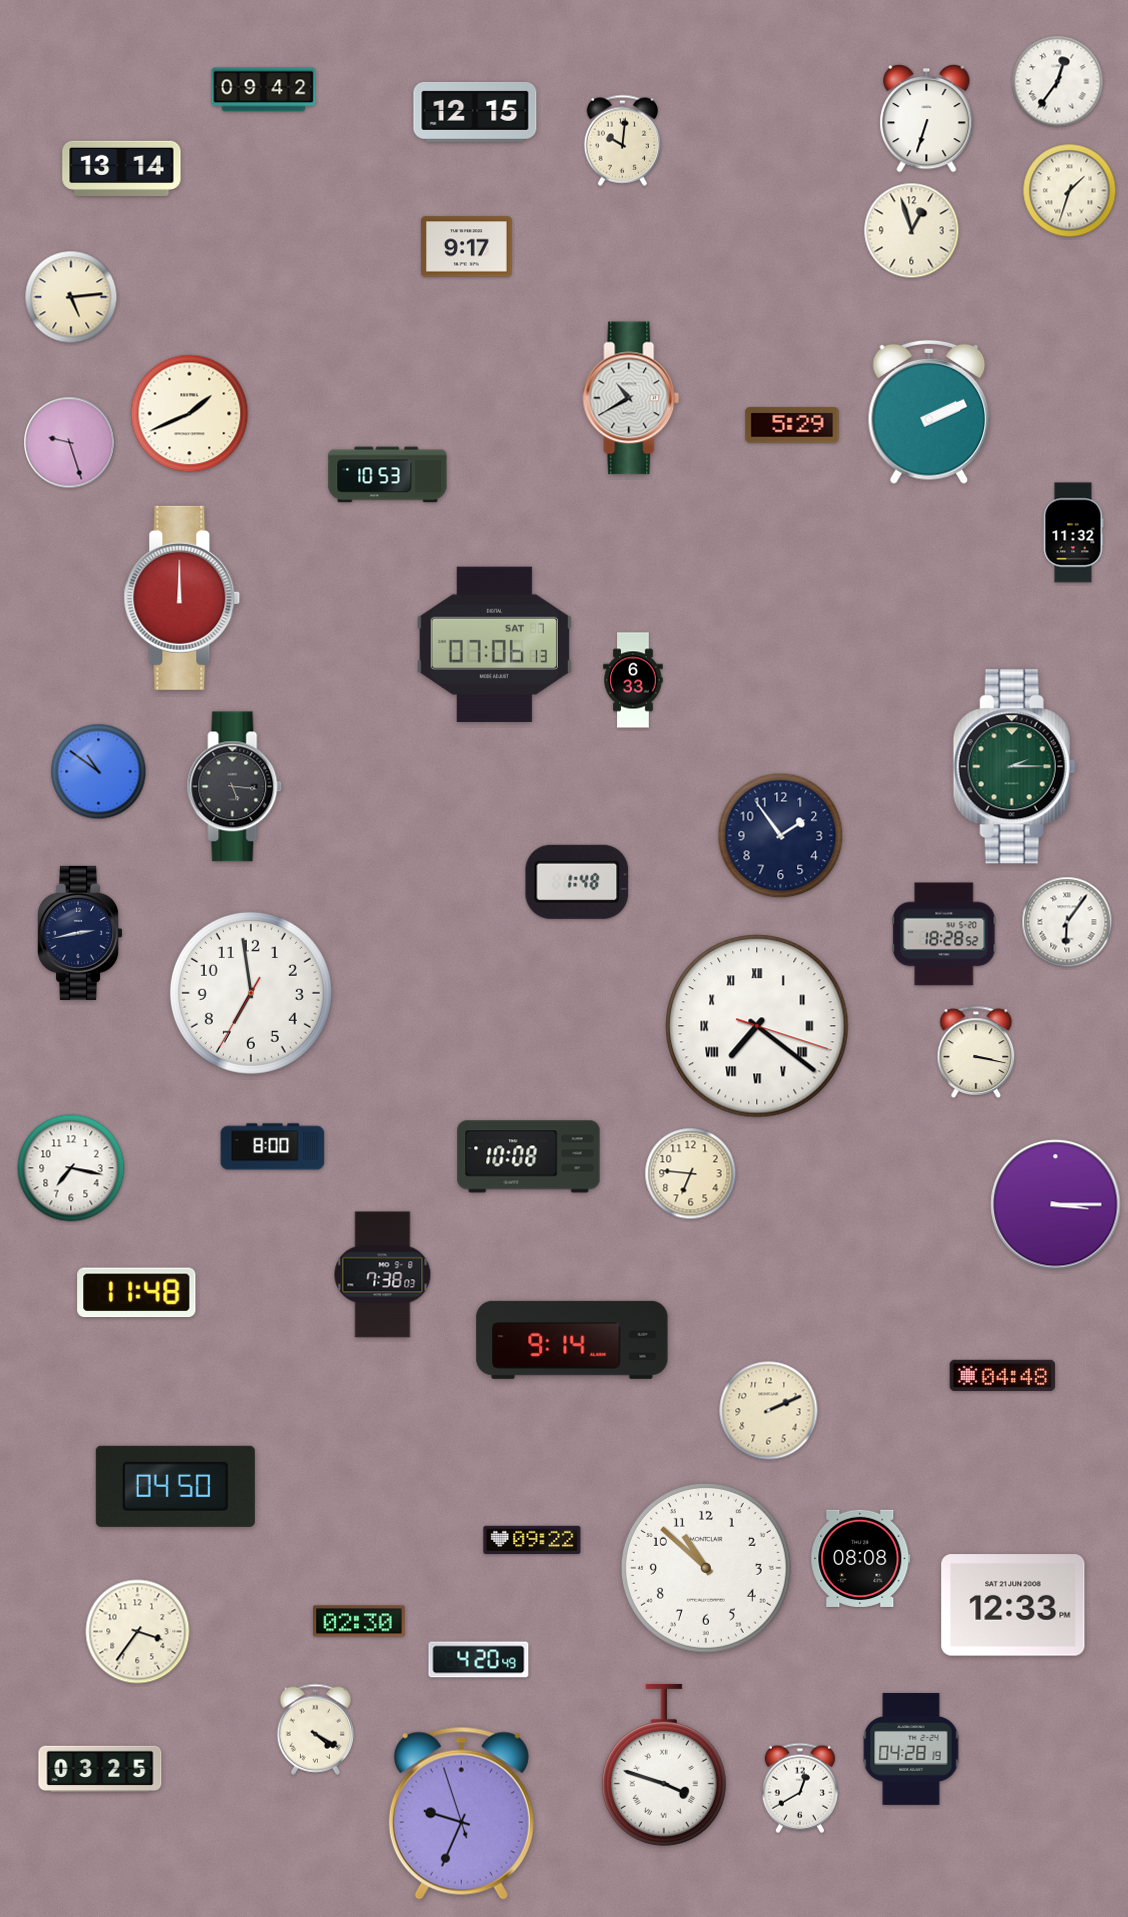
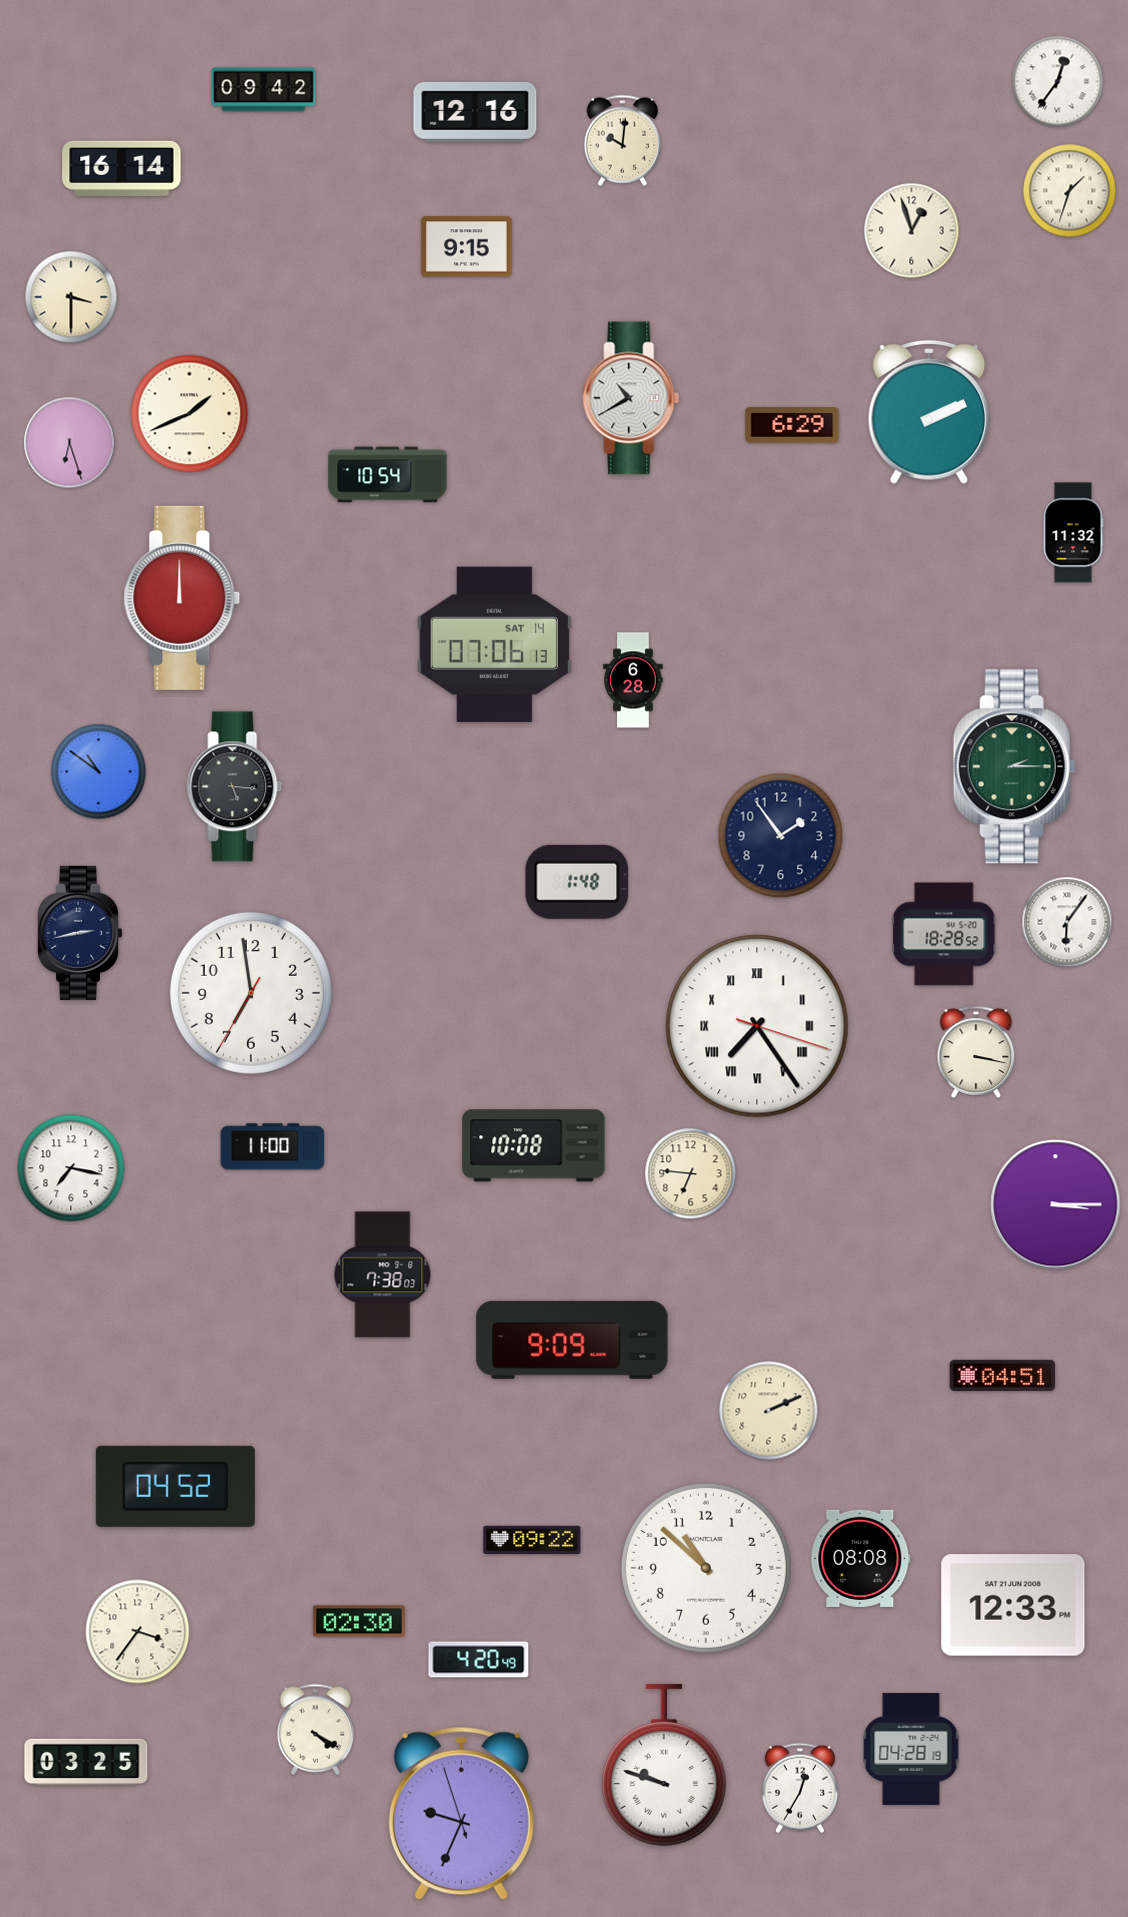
clock at (475, 112): 12:15 -> 12:16
clock at (927, 118): 6:33 -> none
clock at (122, 169): 13:14 -> 16:14
clock at (467, 247): 9:17 -> 9:15
clock at (71, 297): 5:14 -> 3:30
clock at (792, 425): 5:29 -> 6:29
clock at (70, 443): 9:27 -> 6:27
clock at (388, 475): 10:53 -> 10:54
clock at (494, 644) date: SAT 7 -> SAT 14
clock at (633, 680): 6:33 -> 6:28
clock at (757, 1026): 7:21 -> 7:24
clock at (273, 1147): 8:00 -> 11:00
clock at (529, 1157) position: (529, 1157) -> (534, 1146)
clock at (137, 1293): 11:48 -> none
clock at (572, 1340): 9:14 -> 9:09
clock at (1003, 1375): 04:48 -> 04:51
clock at (175, 1486): 04:50 -> 04:52
clock at (664, 1765): 3:48 -> 9:48
clock at (100, 1769) position: (100, 1769) -> (86, 1762)
clock at (800, 1788): 12:40 -> 12:35
